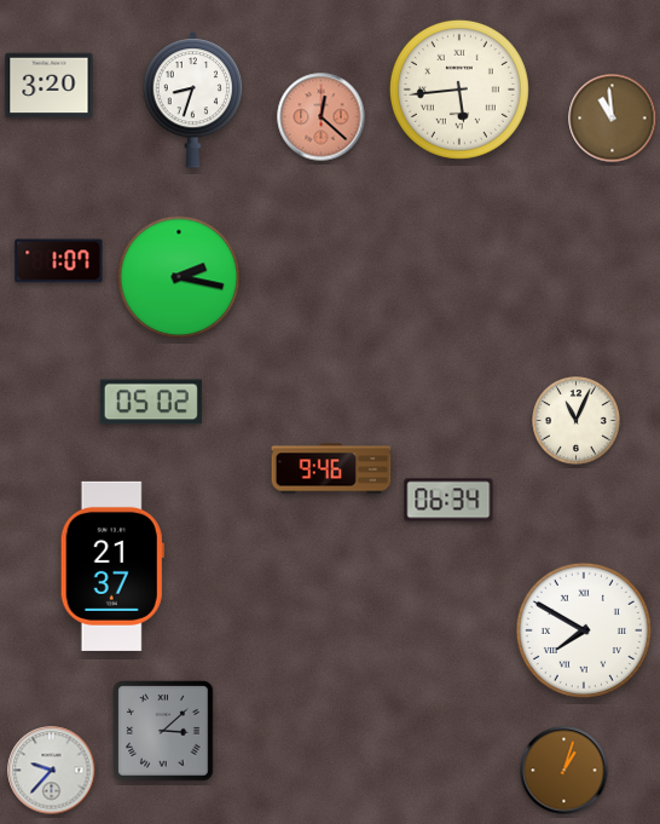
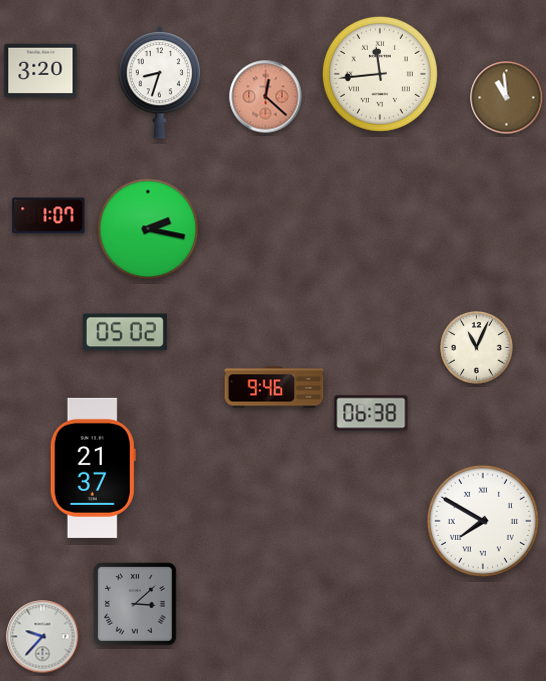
clock at (459, 90): 5:44 -> 11:44
clock at (448, 500): 06:34 -> 06:38
clock at (565, 771): 1:03 -> none
